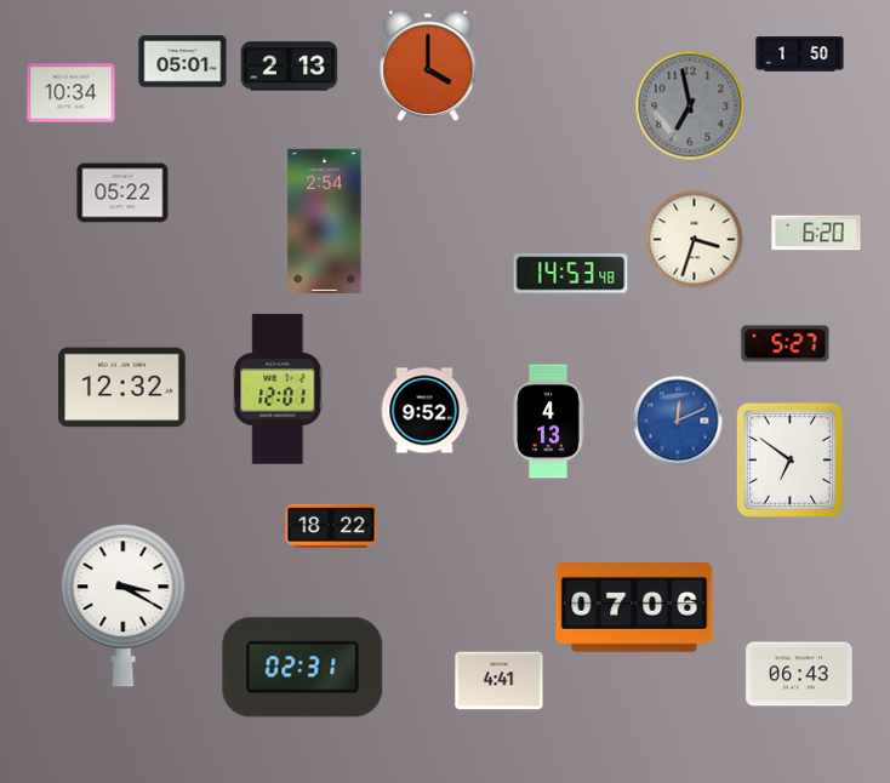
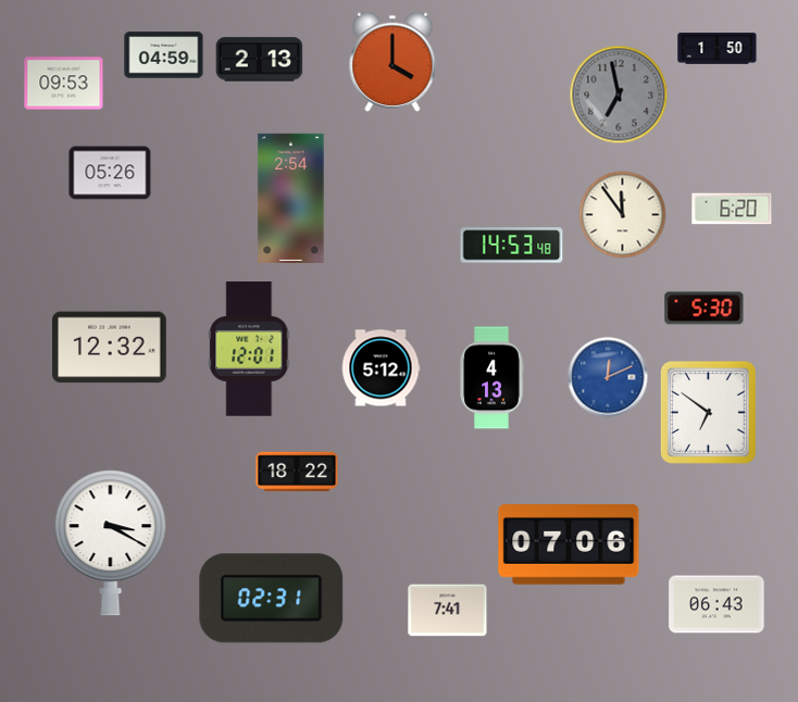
clock at (183, 62): 05:01 -> 04:59
clock at (428, 65) position: (428, 65) -> (392, 62)
clock at (72, 93): 10:34 -> 09:53
clock at (122, 193): 05:22 -> 05:26
clock at (695, 240): 3:33 -> 11:54
clock at (786, 344): 5:27 -> 5:30
clock at (424, 411): 9:52 -> 5:12
clock at (500, 681): 4:41 -> 7:41
